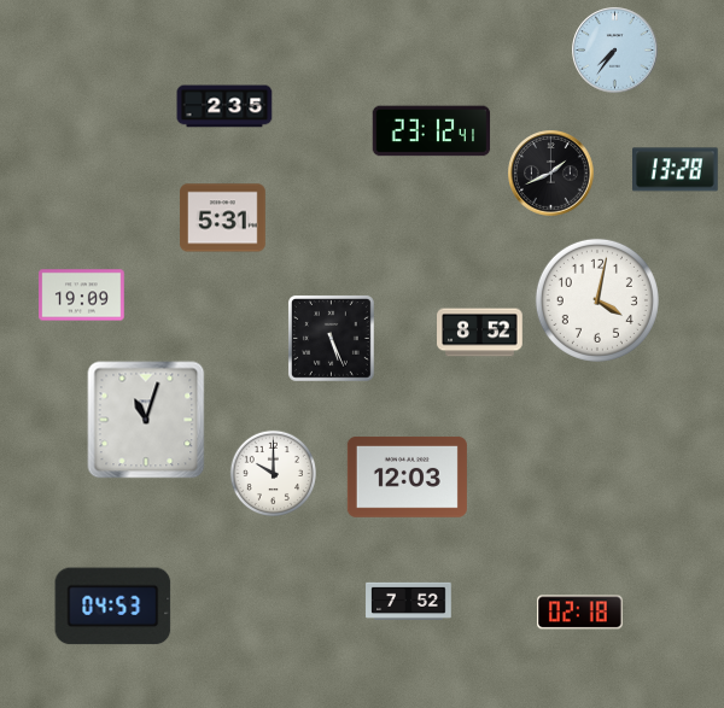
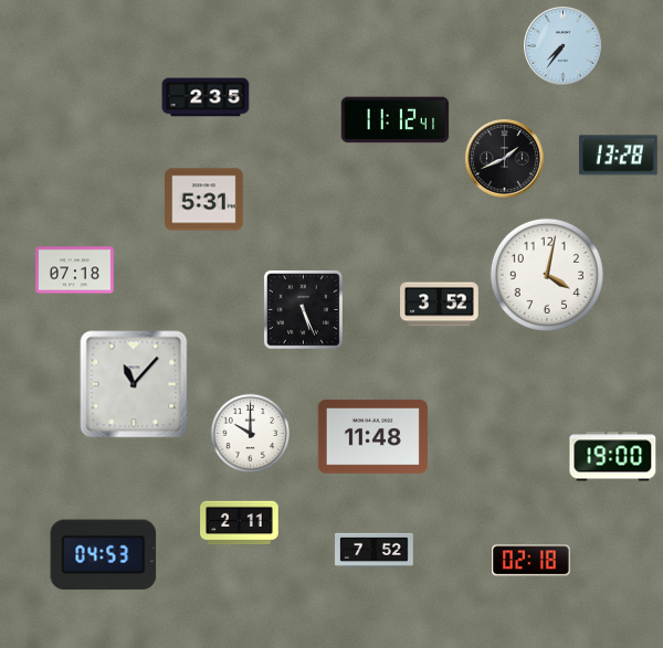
clock at (432, 131): 23:12 -> 11:12
clock at (82, 296): 19:09 -> 07:18
clock at (480, 333): 8:52 -> 3:52
clock at (146, 420): 11:03 -> 11:07
clock at (407, 476): 12:03 -> 11:48
clock at (613, 457): none -> 19:00
clock at (240, 523): none -> 2:11
